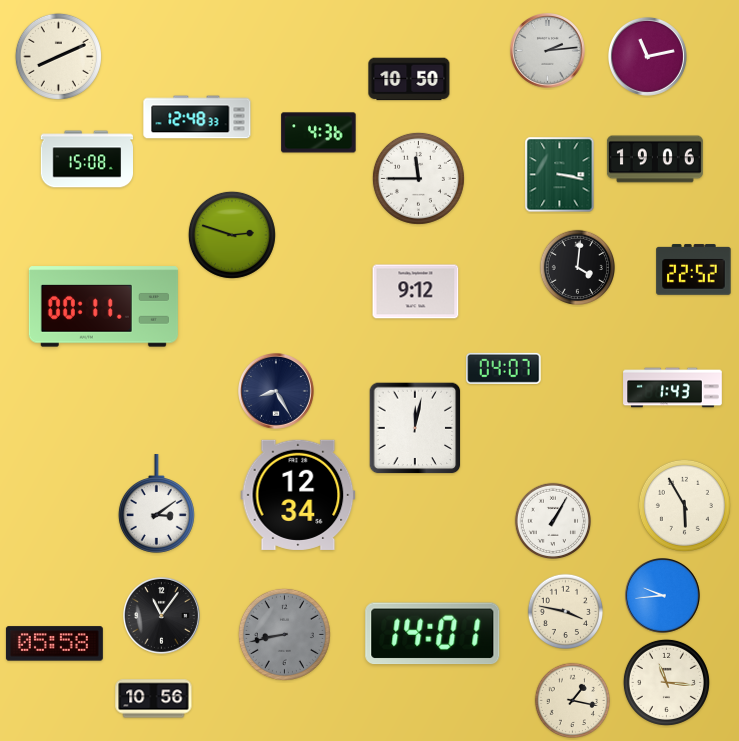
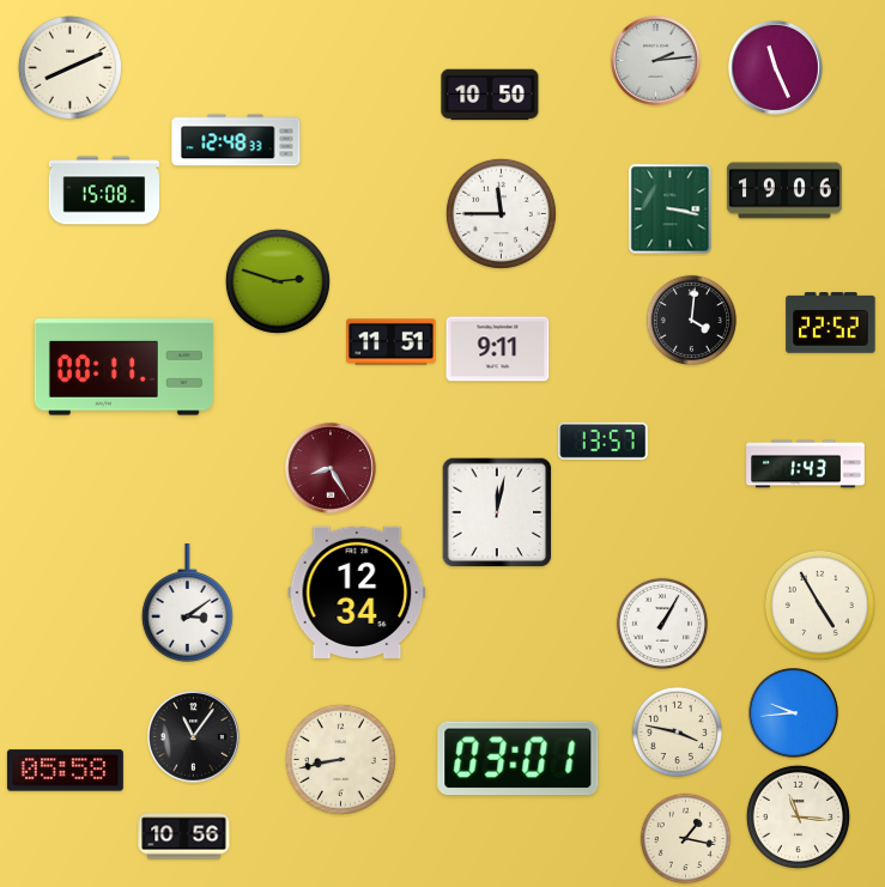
clock at (647, 56): 11:13 -> 11:26
clock at (319, 133): 4:36 -> none
clock at (392, 342): none -> 11:51
clock at (416, 292): 9:12 -> 9:11
clock at (504, 368): 04:07 -> 13:57
clock at (277, 392) dial: navy -> burgundy
clock at (684, 505): 5:55 -> 4:55
clock at (284, 634) dial: grey -> cream
clock at (433, 634): 14:01 -> 03:01
